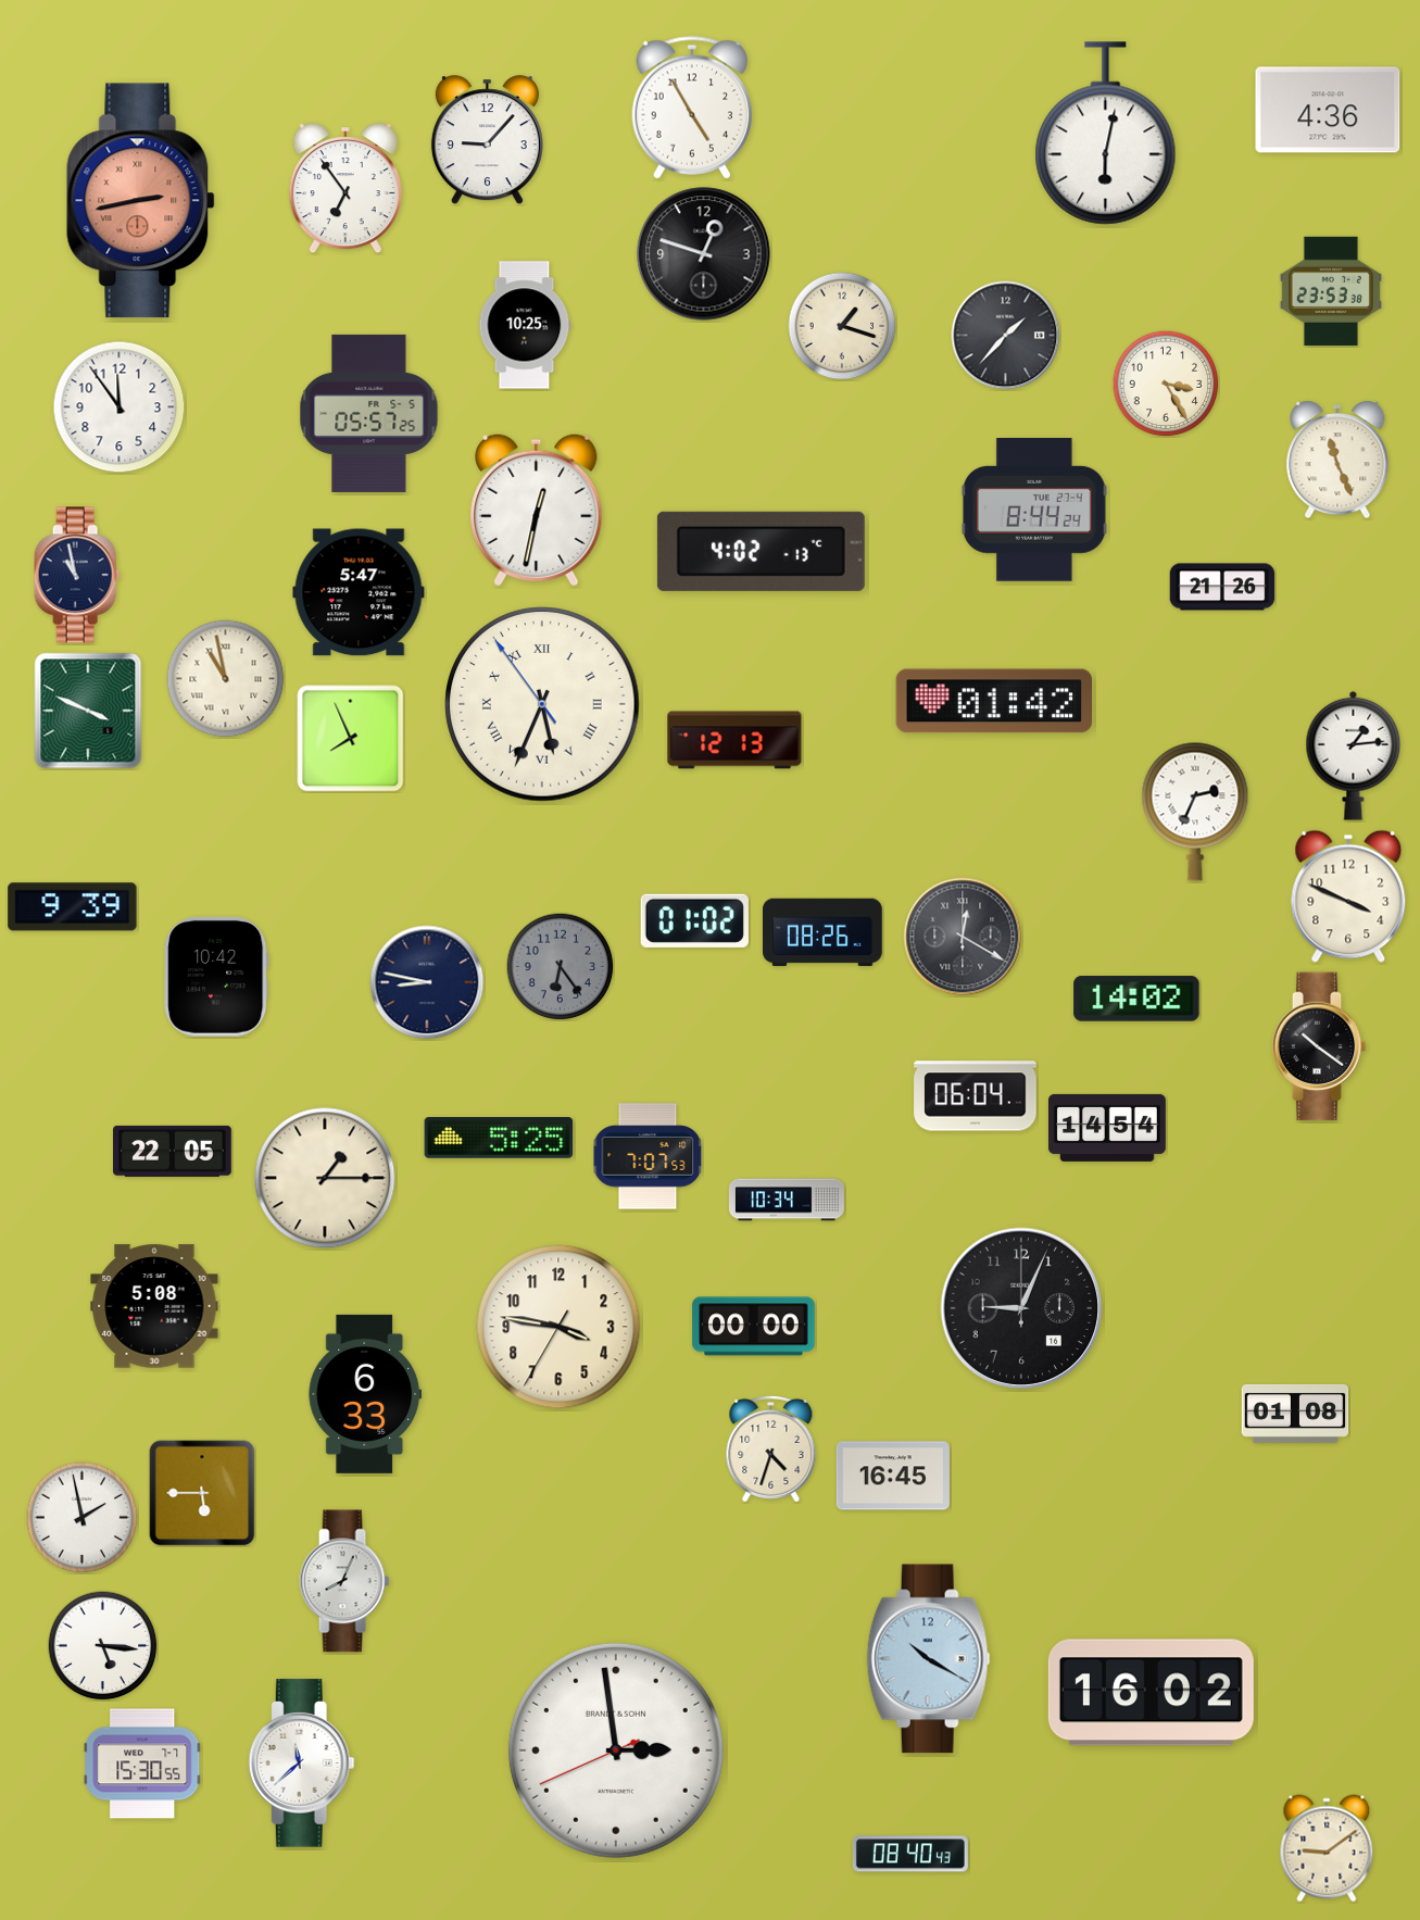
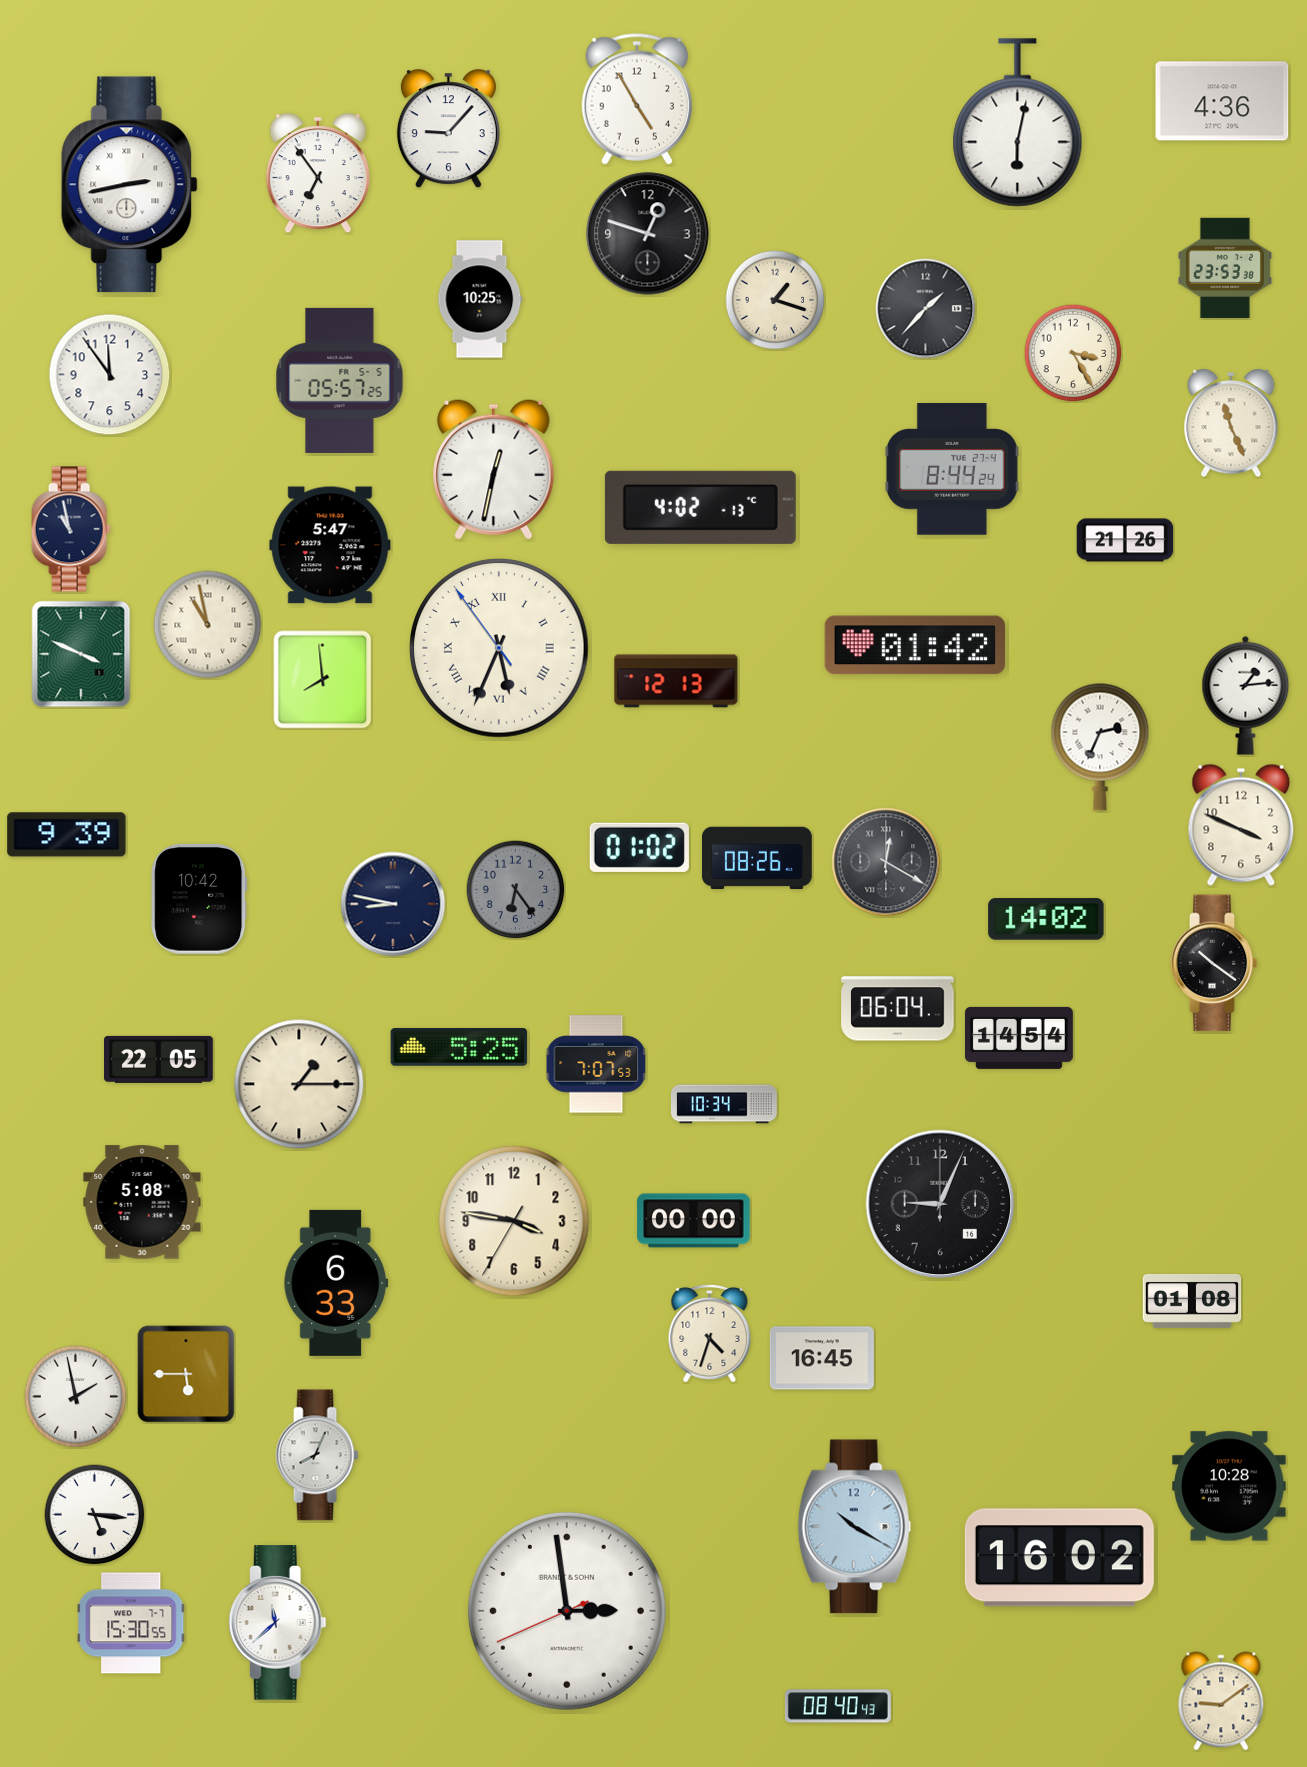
clock at (141, 201) dial: salmon -> white
clock at (525, 325) position: (525, 325) -> (480, 299)
clock at (351, 739): 7:56 -> 7:59
clock at (1229, 1486): none -> 10:28
